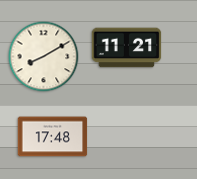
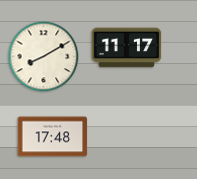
clock at (127, 48): 11:21 -> 11:17
